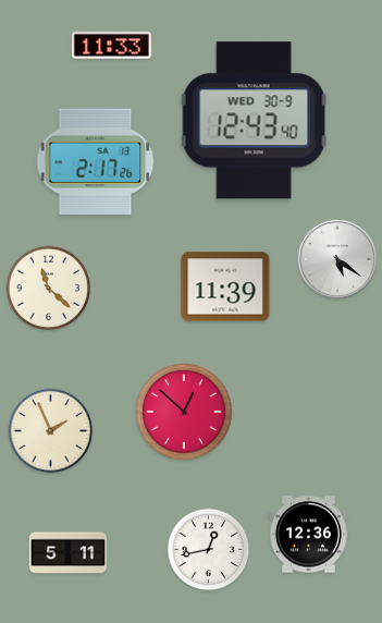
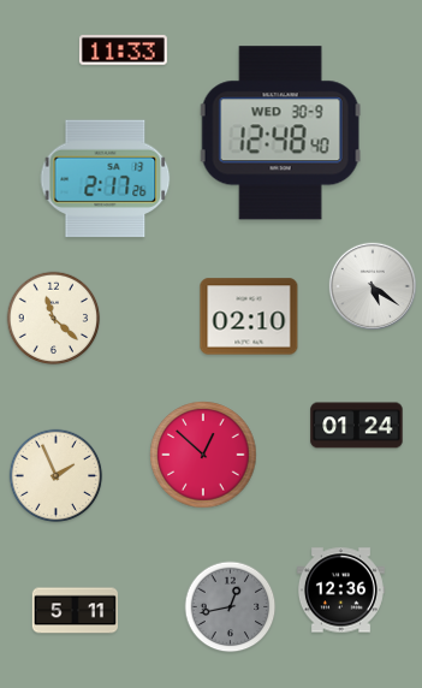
clock at (255, 121): 12:43 -> 12:48
clock at (225, 286): 11:39 -> 02:10
clock at (357, 426): none -> 01:24
clock at (209, 550) dial: white -> grey
